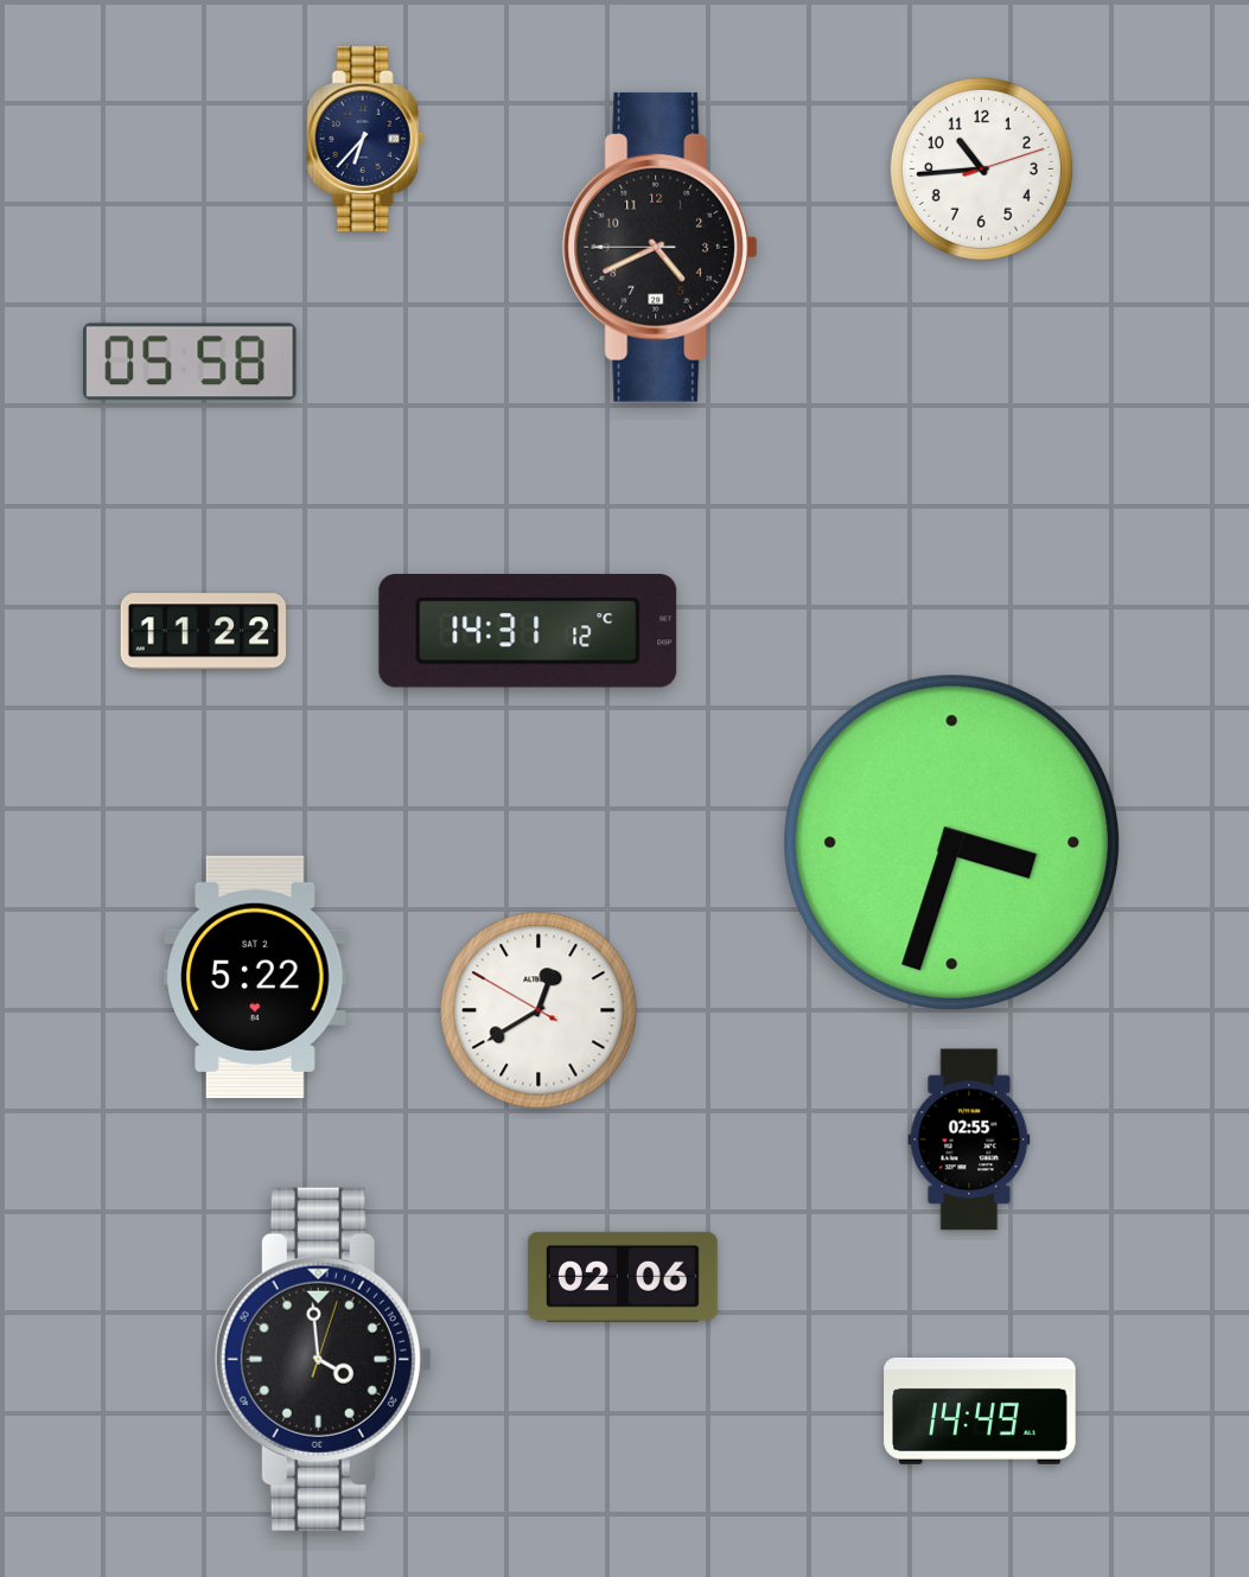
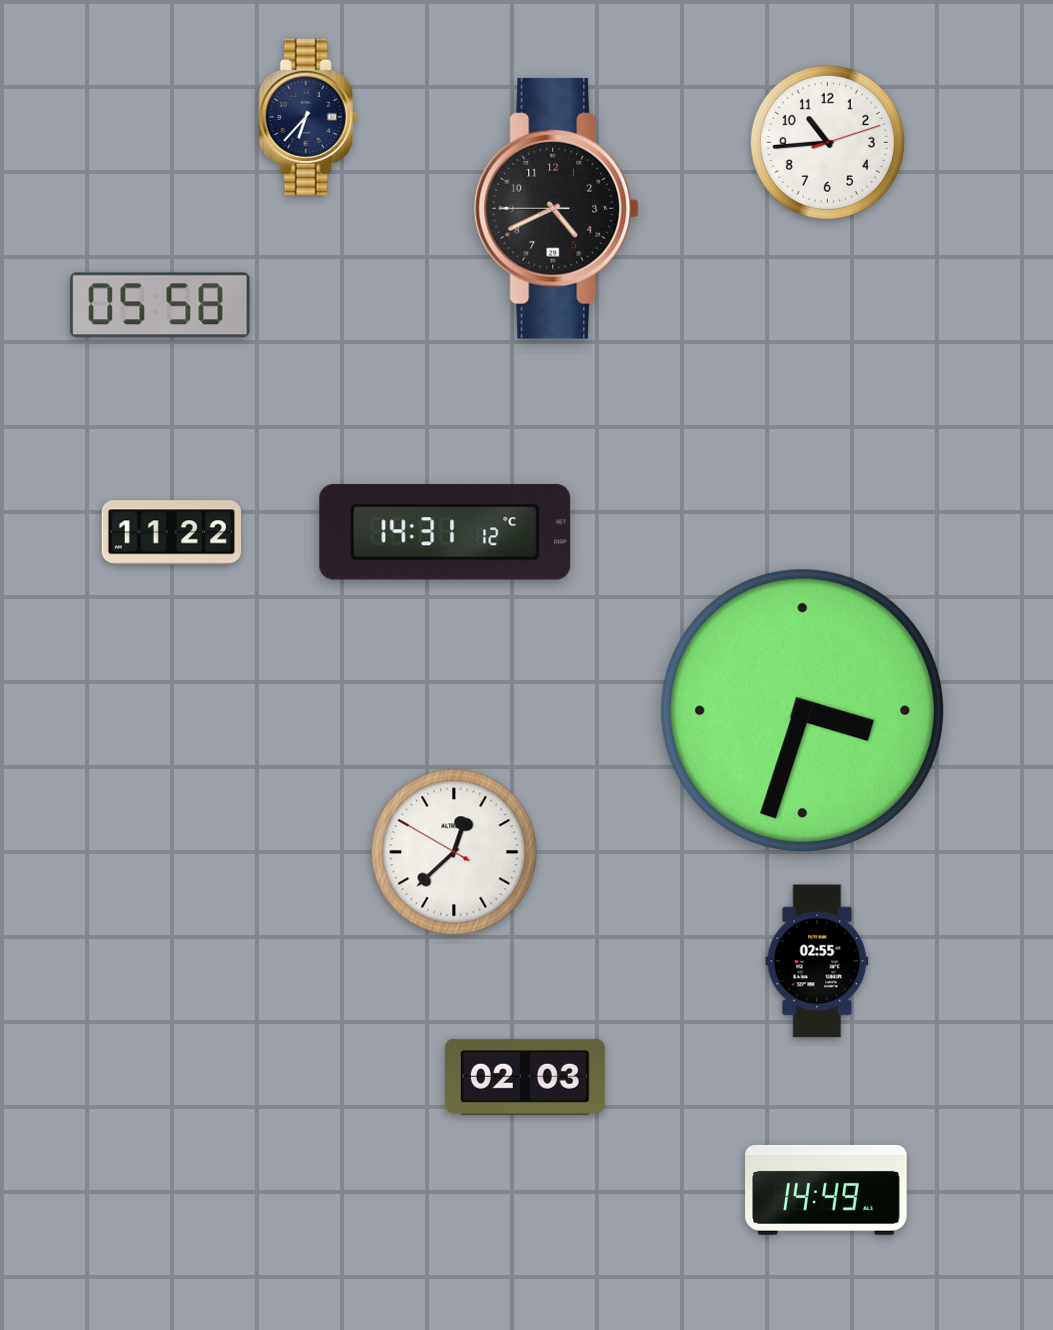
clock at (255, 977): 5:22 -> none
clock at (539, 1010): 12:39 -> 12:37
clock at (623, 1277): 02:06 -> 02:03
clock at (323, 1359): 3:59 -> none
